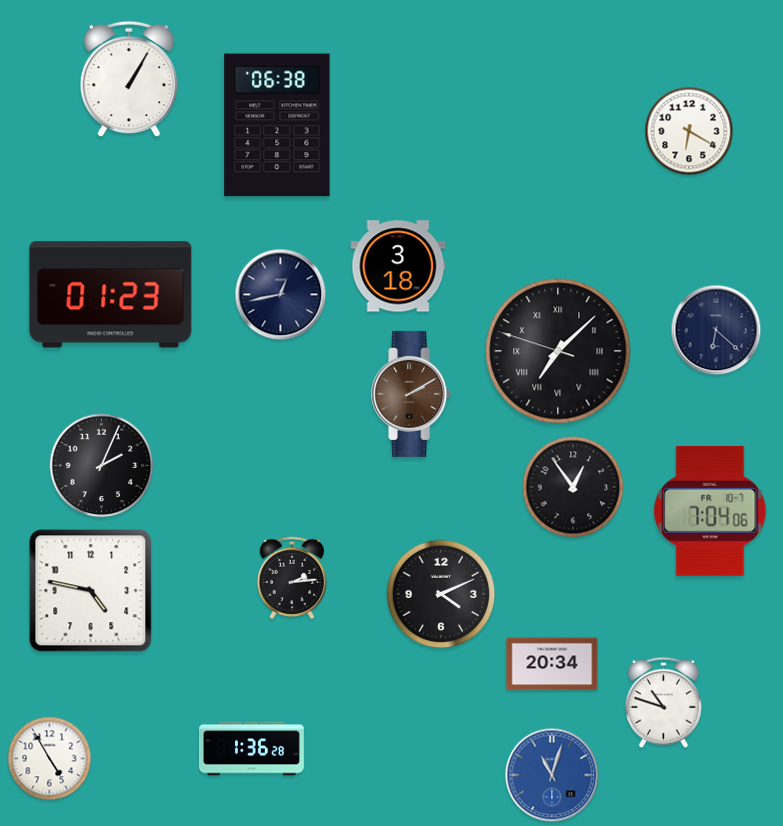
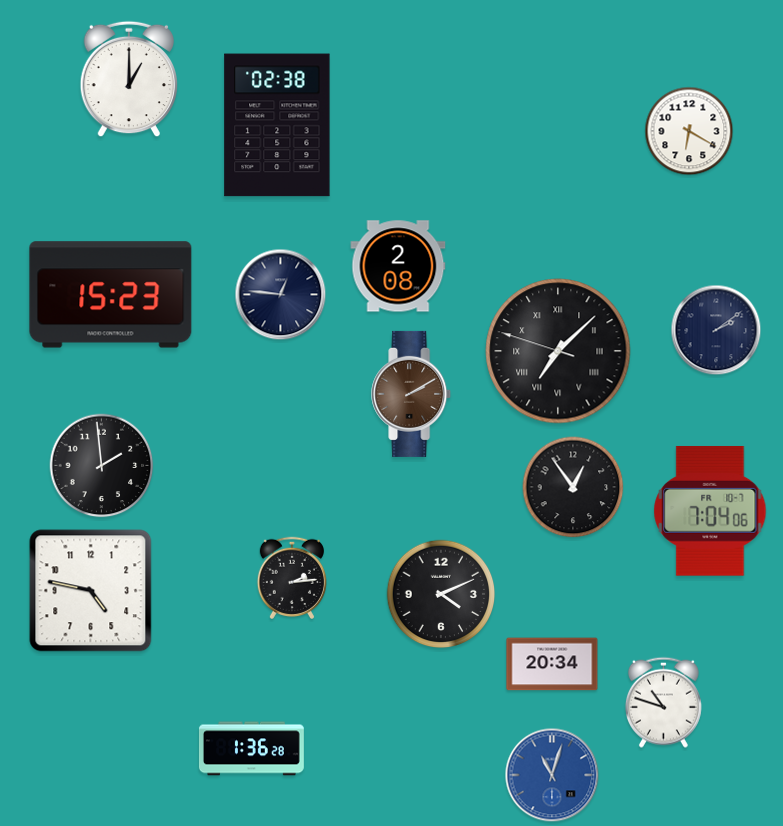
clock at (128, 79): 1:05 -> 1:00
clock at (277, 125): 06:38 -> 02:38
clock at (398, 266): 3:18 -> 2:08
clock at (111, 295): 01:23 -> 15:23
clock at (281, 295): 12:43 -> 12:46
clock at (716, 330): 6:22 -> 2:09
clock at (102, 466): 2:04 -> 1:59
clock at (50, 759): 4:55 -> none
